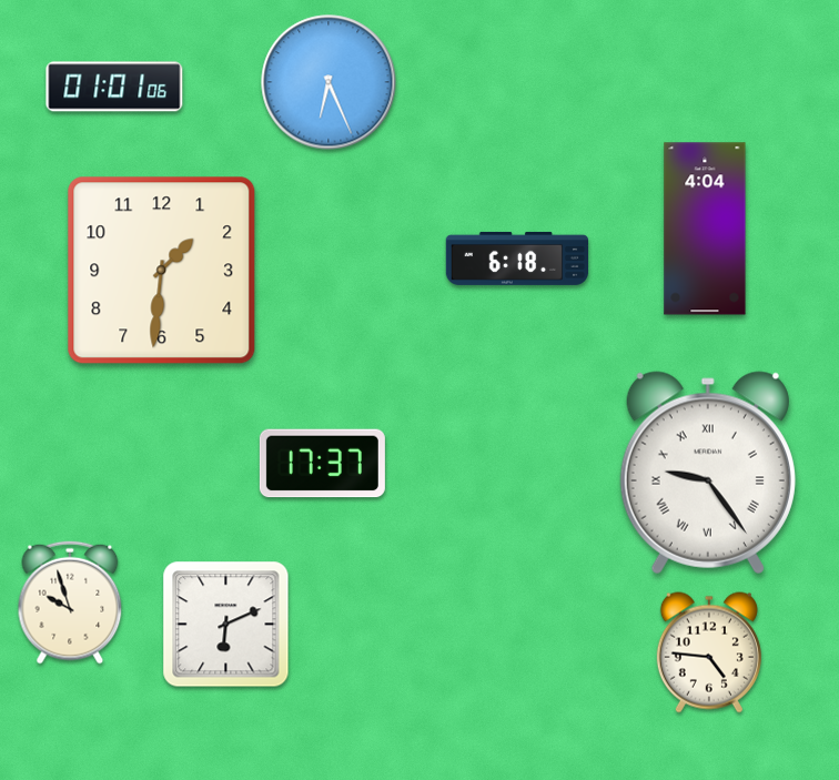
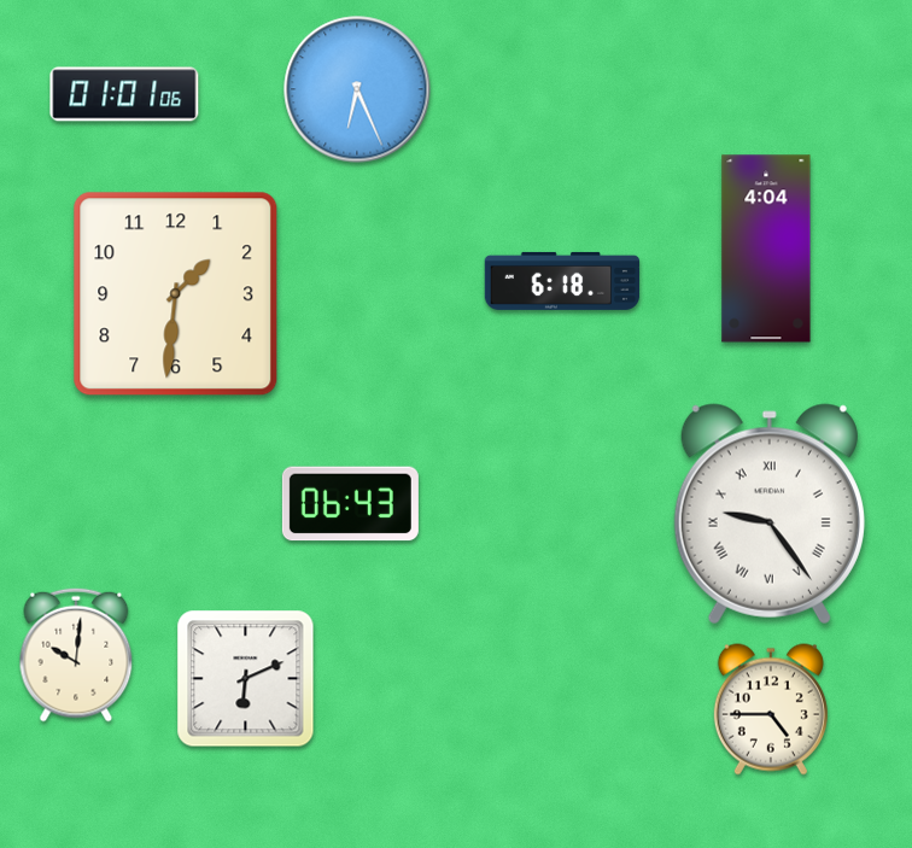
clock at (322, 464): 17:37 -> 06:43
clock at (70, 602): 9:57 -> 10:01
clock at (709, 652): 4:46 -> 4:45
